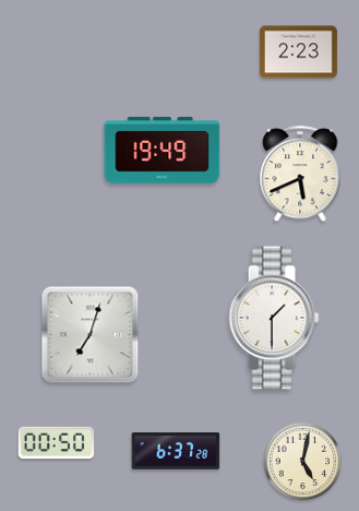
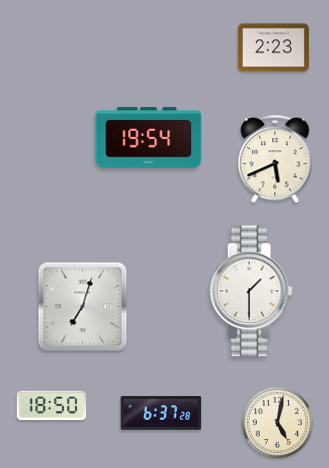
clock at (163, 150): 19:49 -> 19:54
clock at (57, 443): 00:50 -> 18:50
